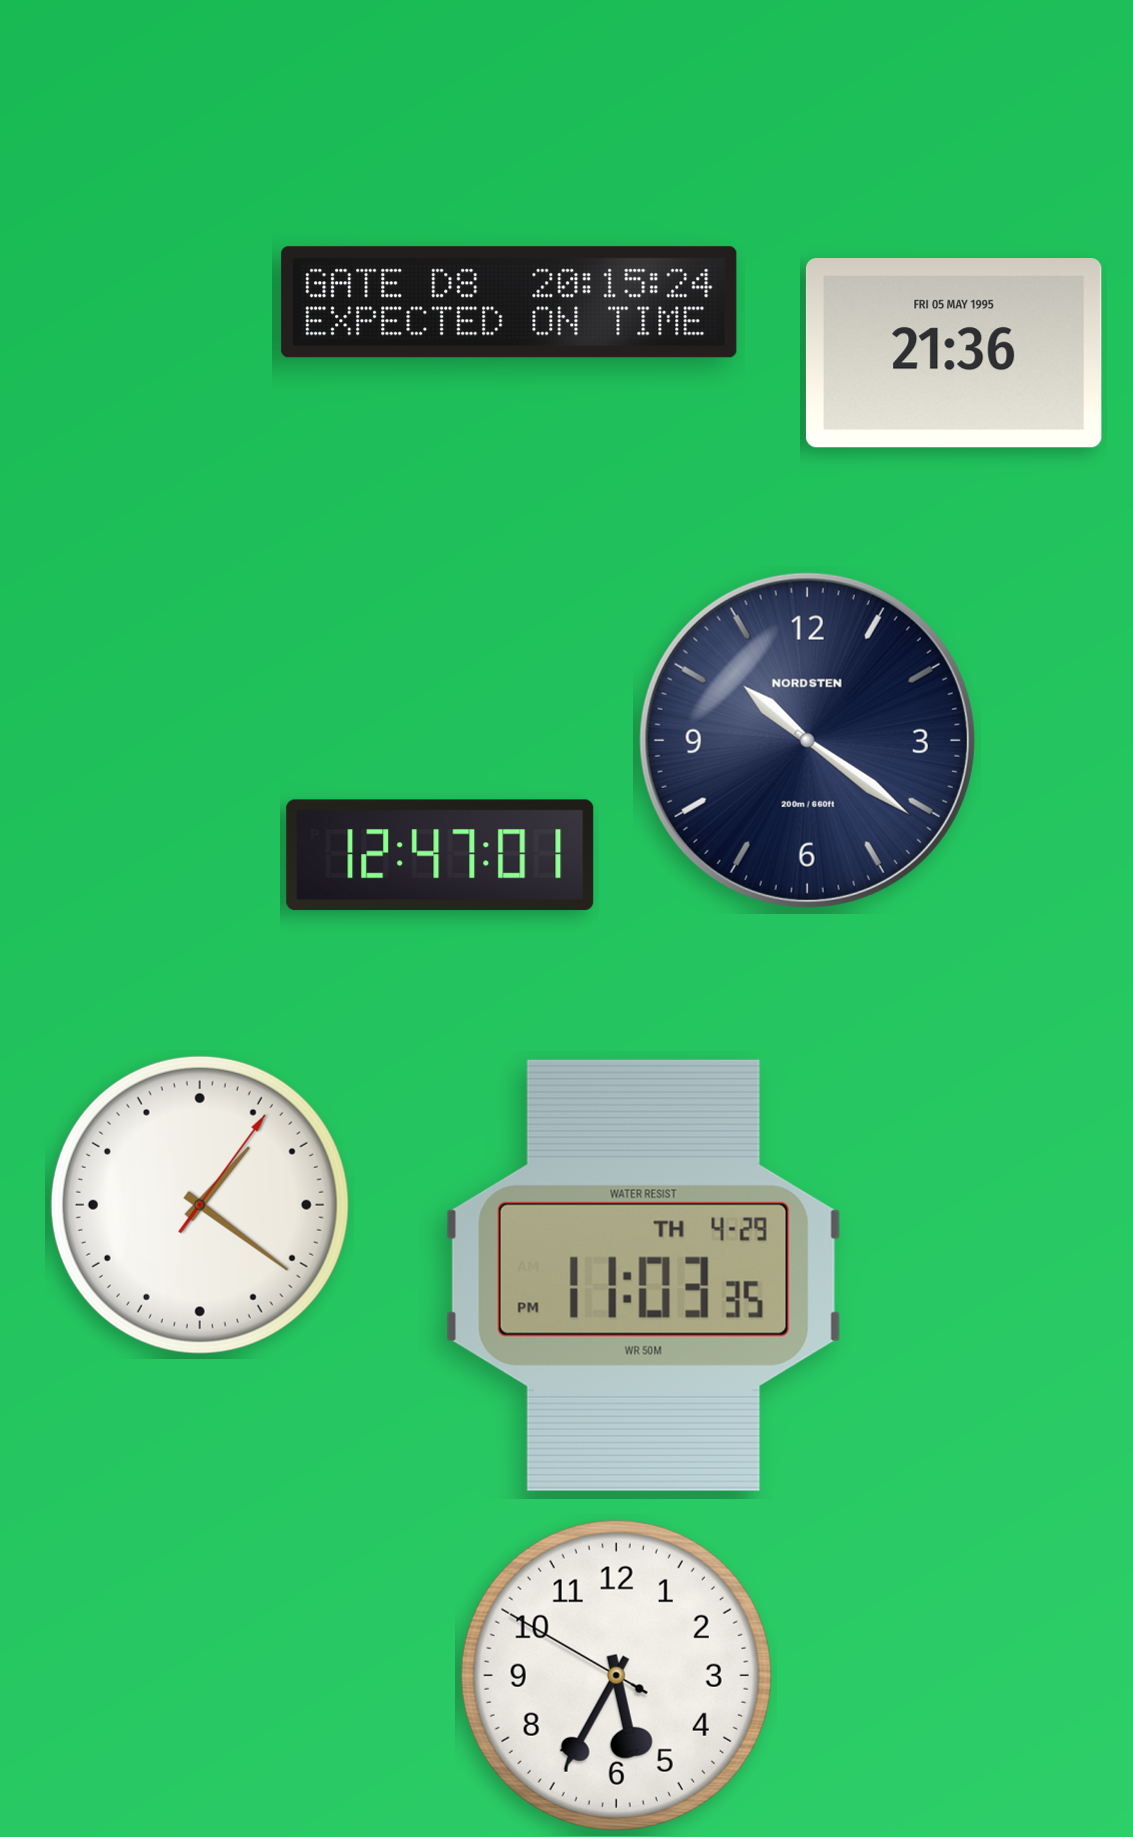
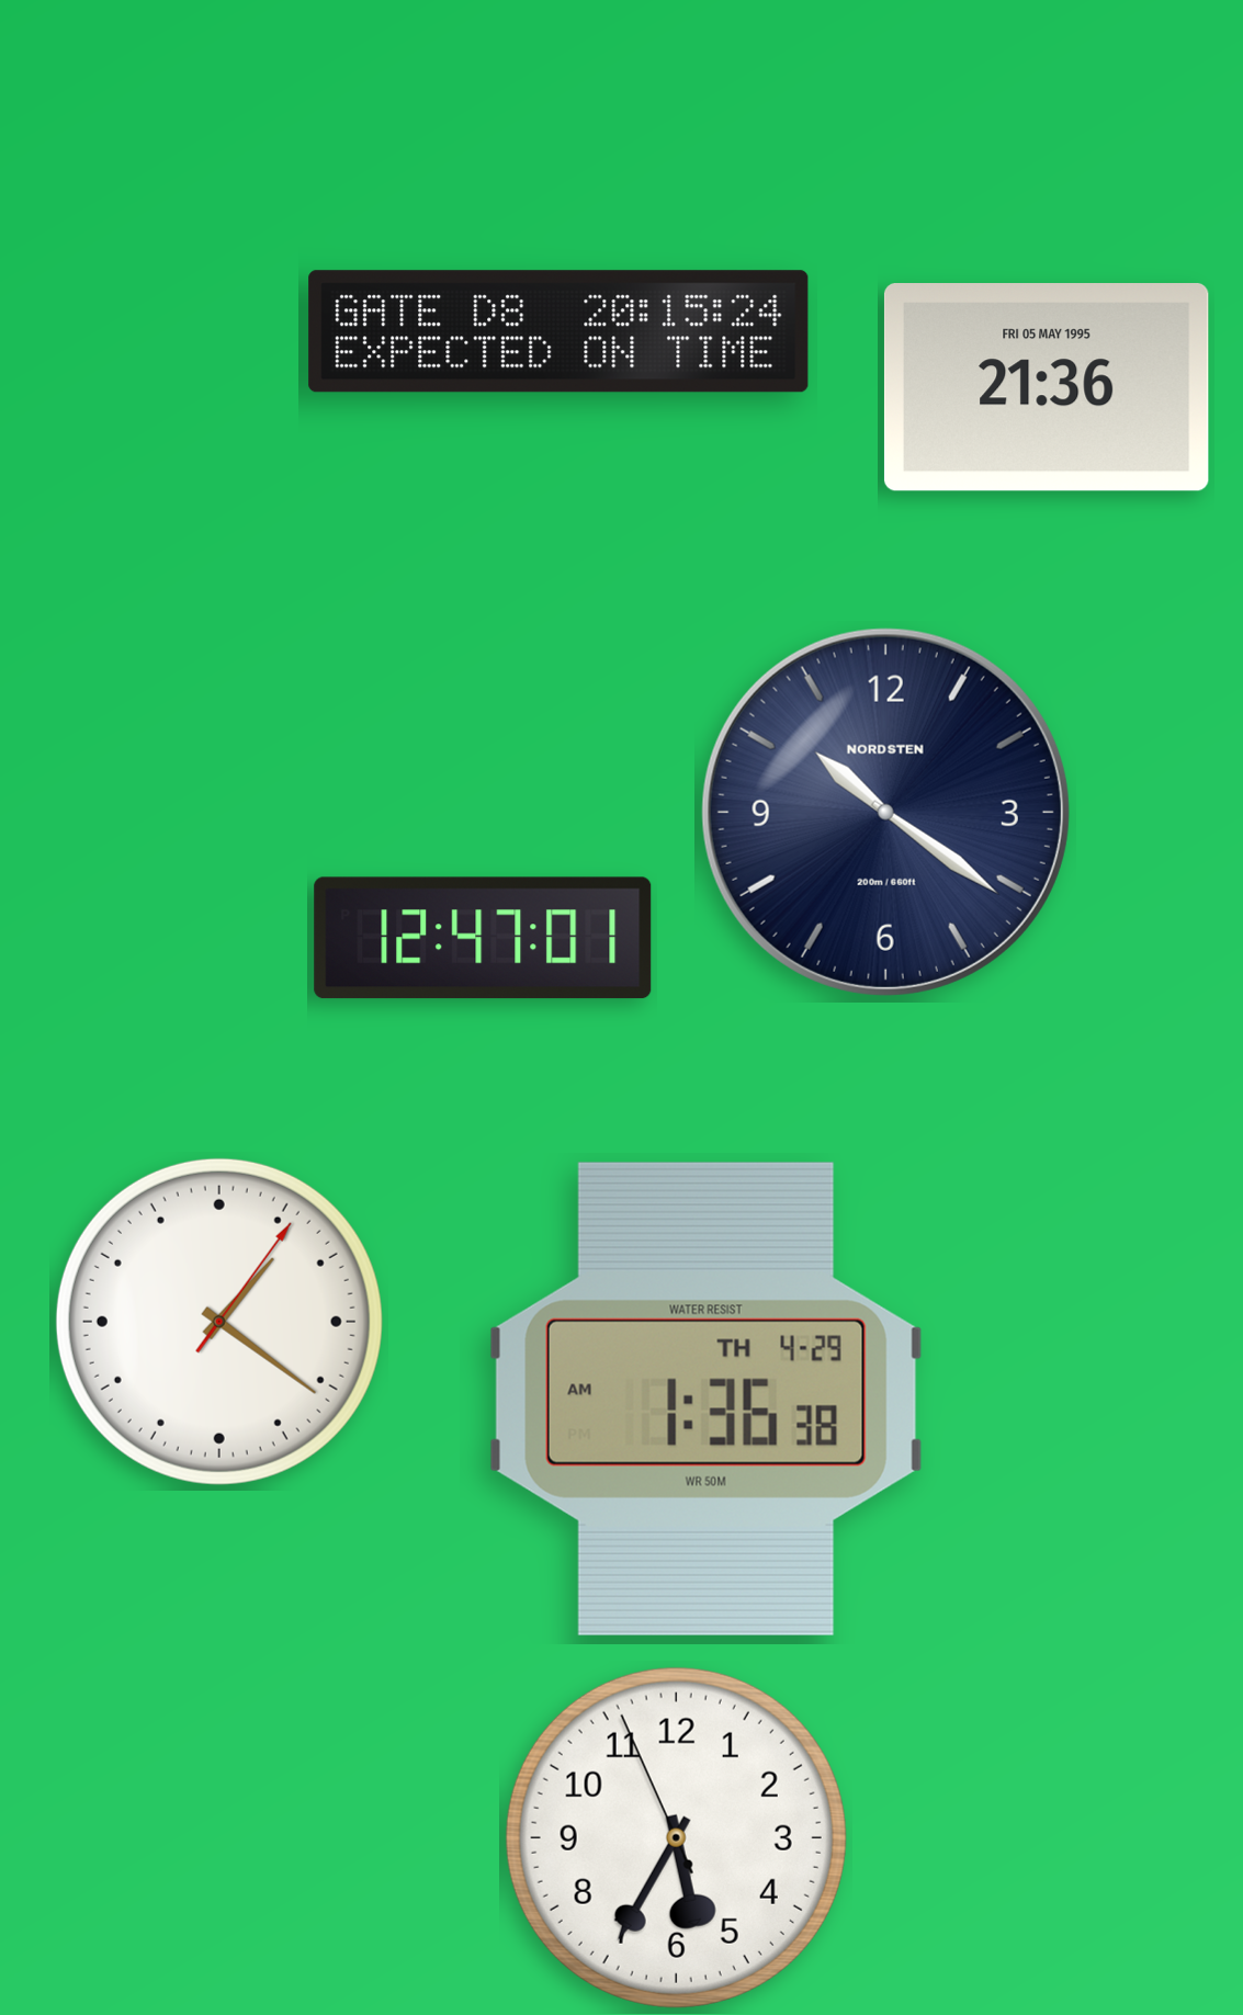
clock at (643, 1275): 11:03 -> 1:36
clock at (616, 1675): 5:34:50 -> 5:34:56
